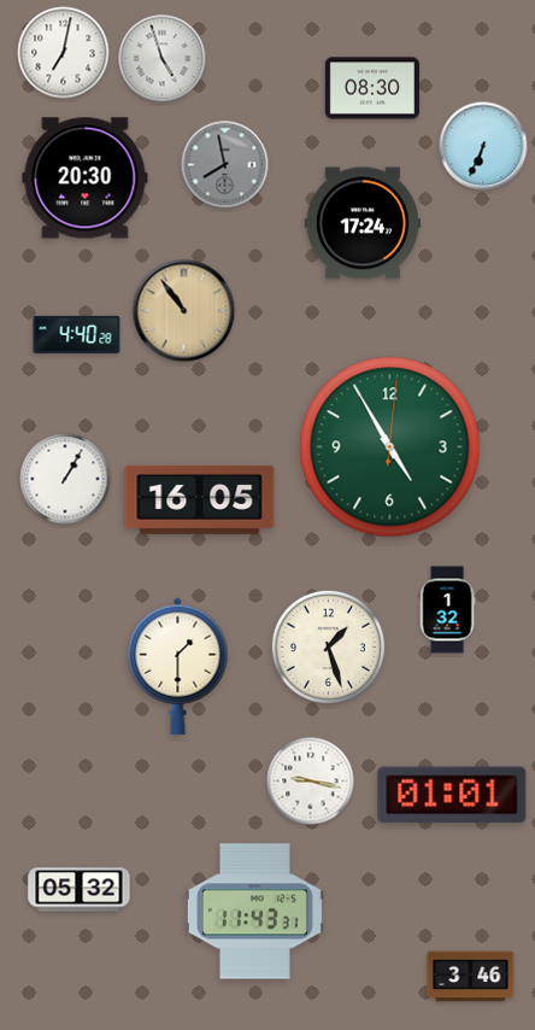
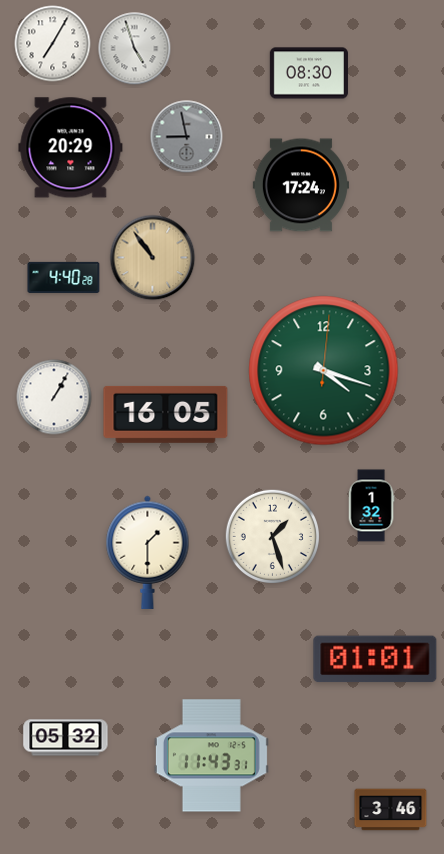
clock at (64, 53): 7:02 -> 7:05
clock at (483, 146): 6:34 -> none
clock at (225, 165): 7:58 -> 8:58
clock at (86, 179): 20:30 -> 20:29
clock at (390, 447): 4:55 -> 4:18
clock at (311, 782): 9:17 -> none
